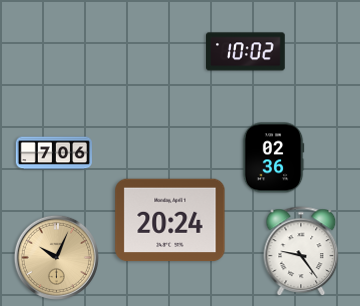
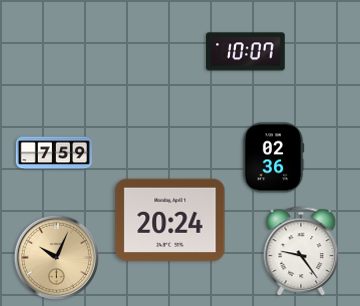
clock at (246, 52): 10:02 -> 10:07
clock at (53, 153): 7:06 -> 7:59
